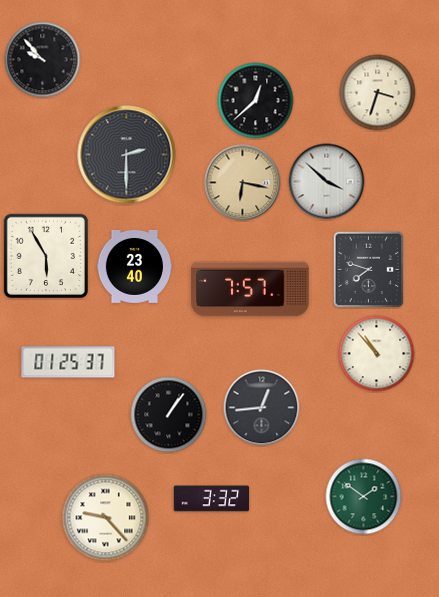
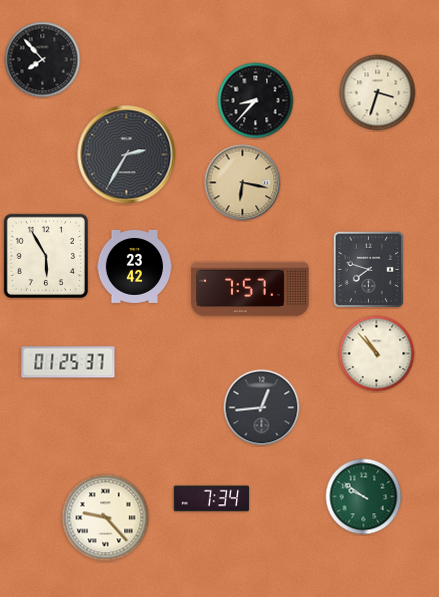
clock at (43, 60): 9:53 -> 7:53
clock at (256, 101): 12:38 -> 8:37
clock at (127, 155): 2:30 -> 2:35
clock at (327, 182): 3:52 -> none
clock at (135, 266): 23:40 -> 23:42
clock at (169, 415): 1:06 -> none
clock at (364, 497): 1:51 -> 9:51
clock at (212, 499): 3:32 -> 7:34
